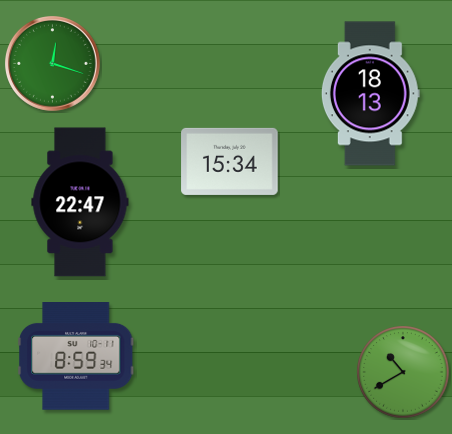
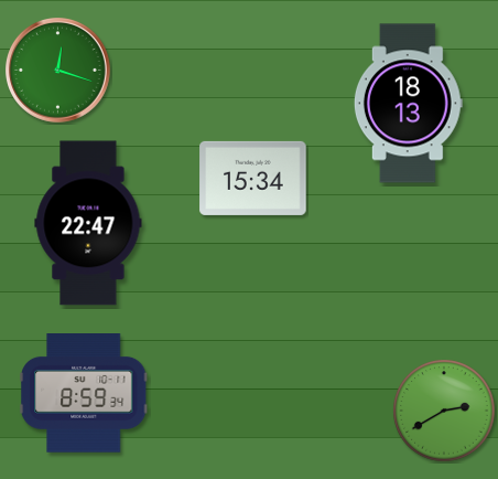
clock at (403, 372): 10:40 -> 2:40
